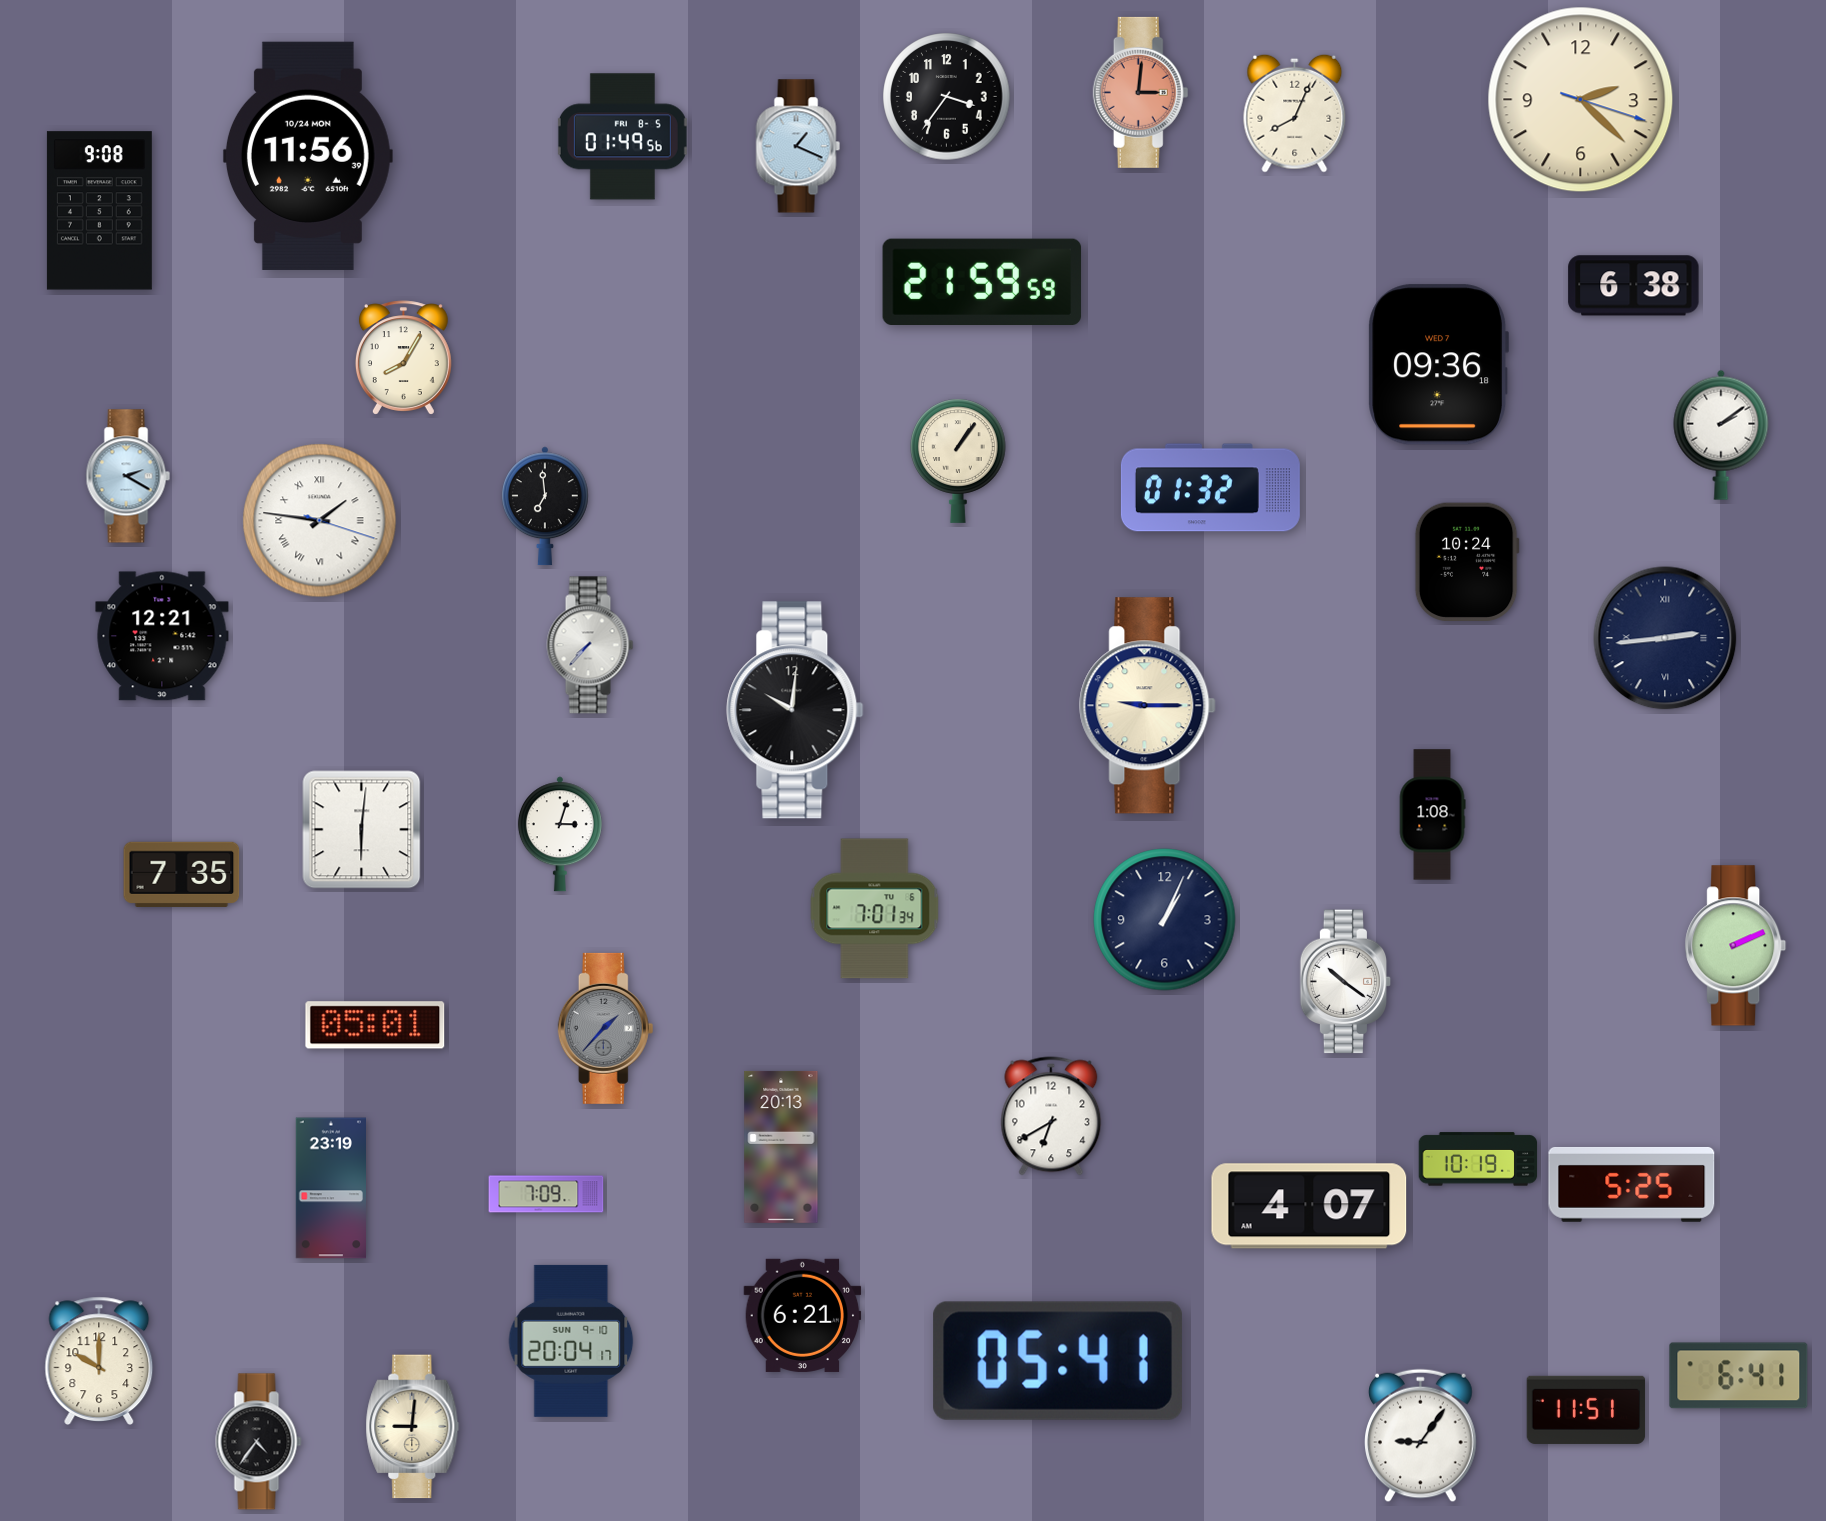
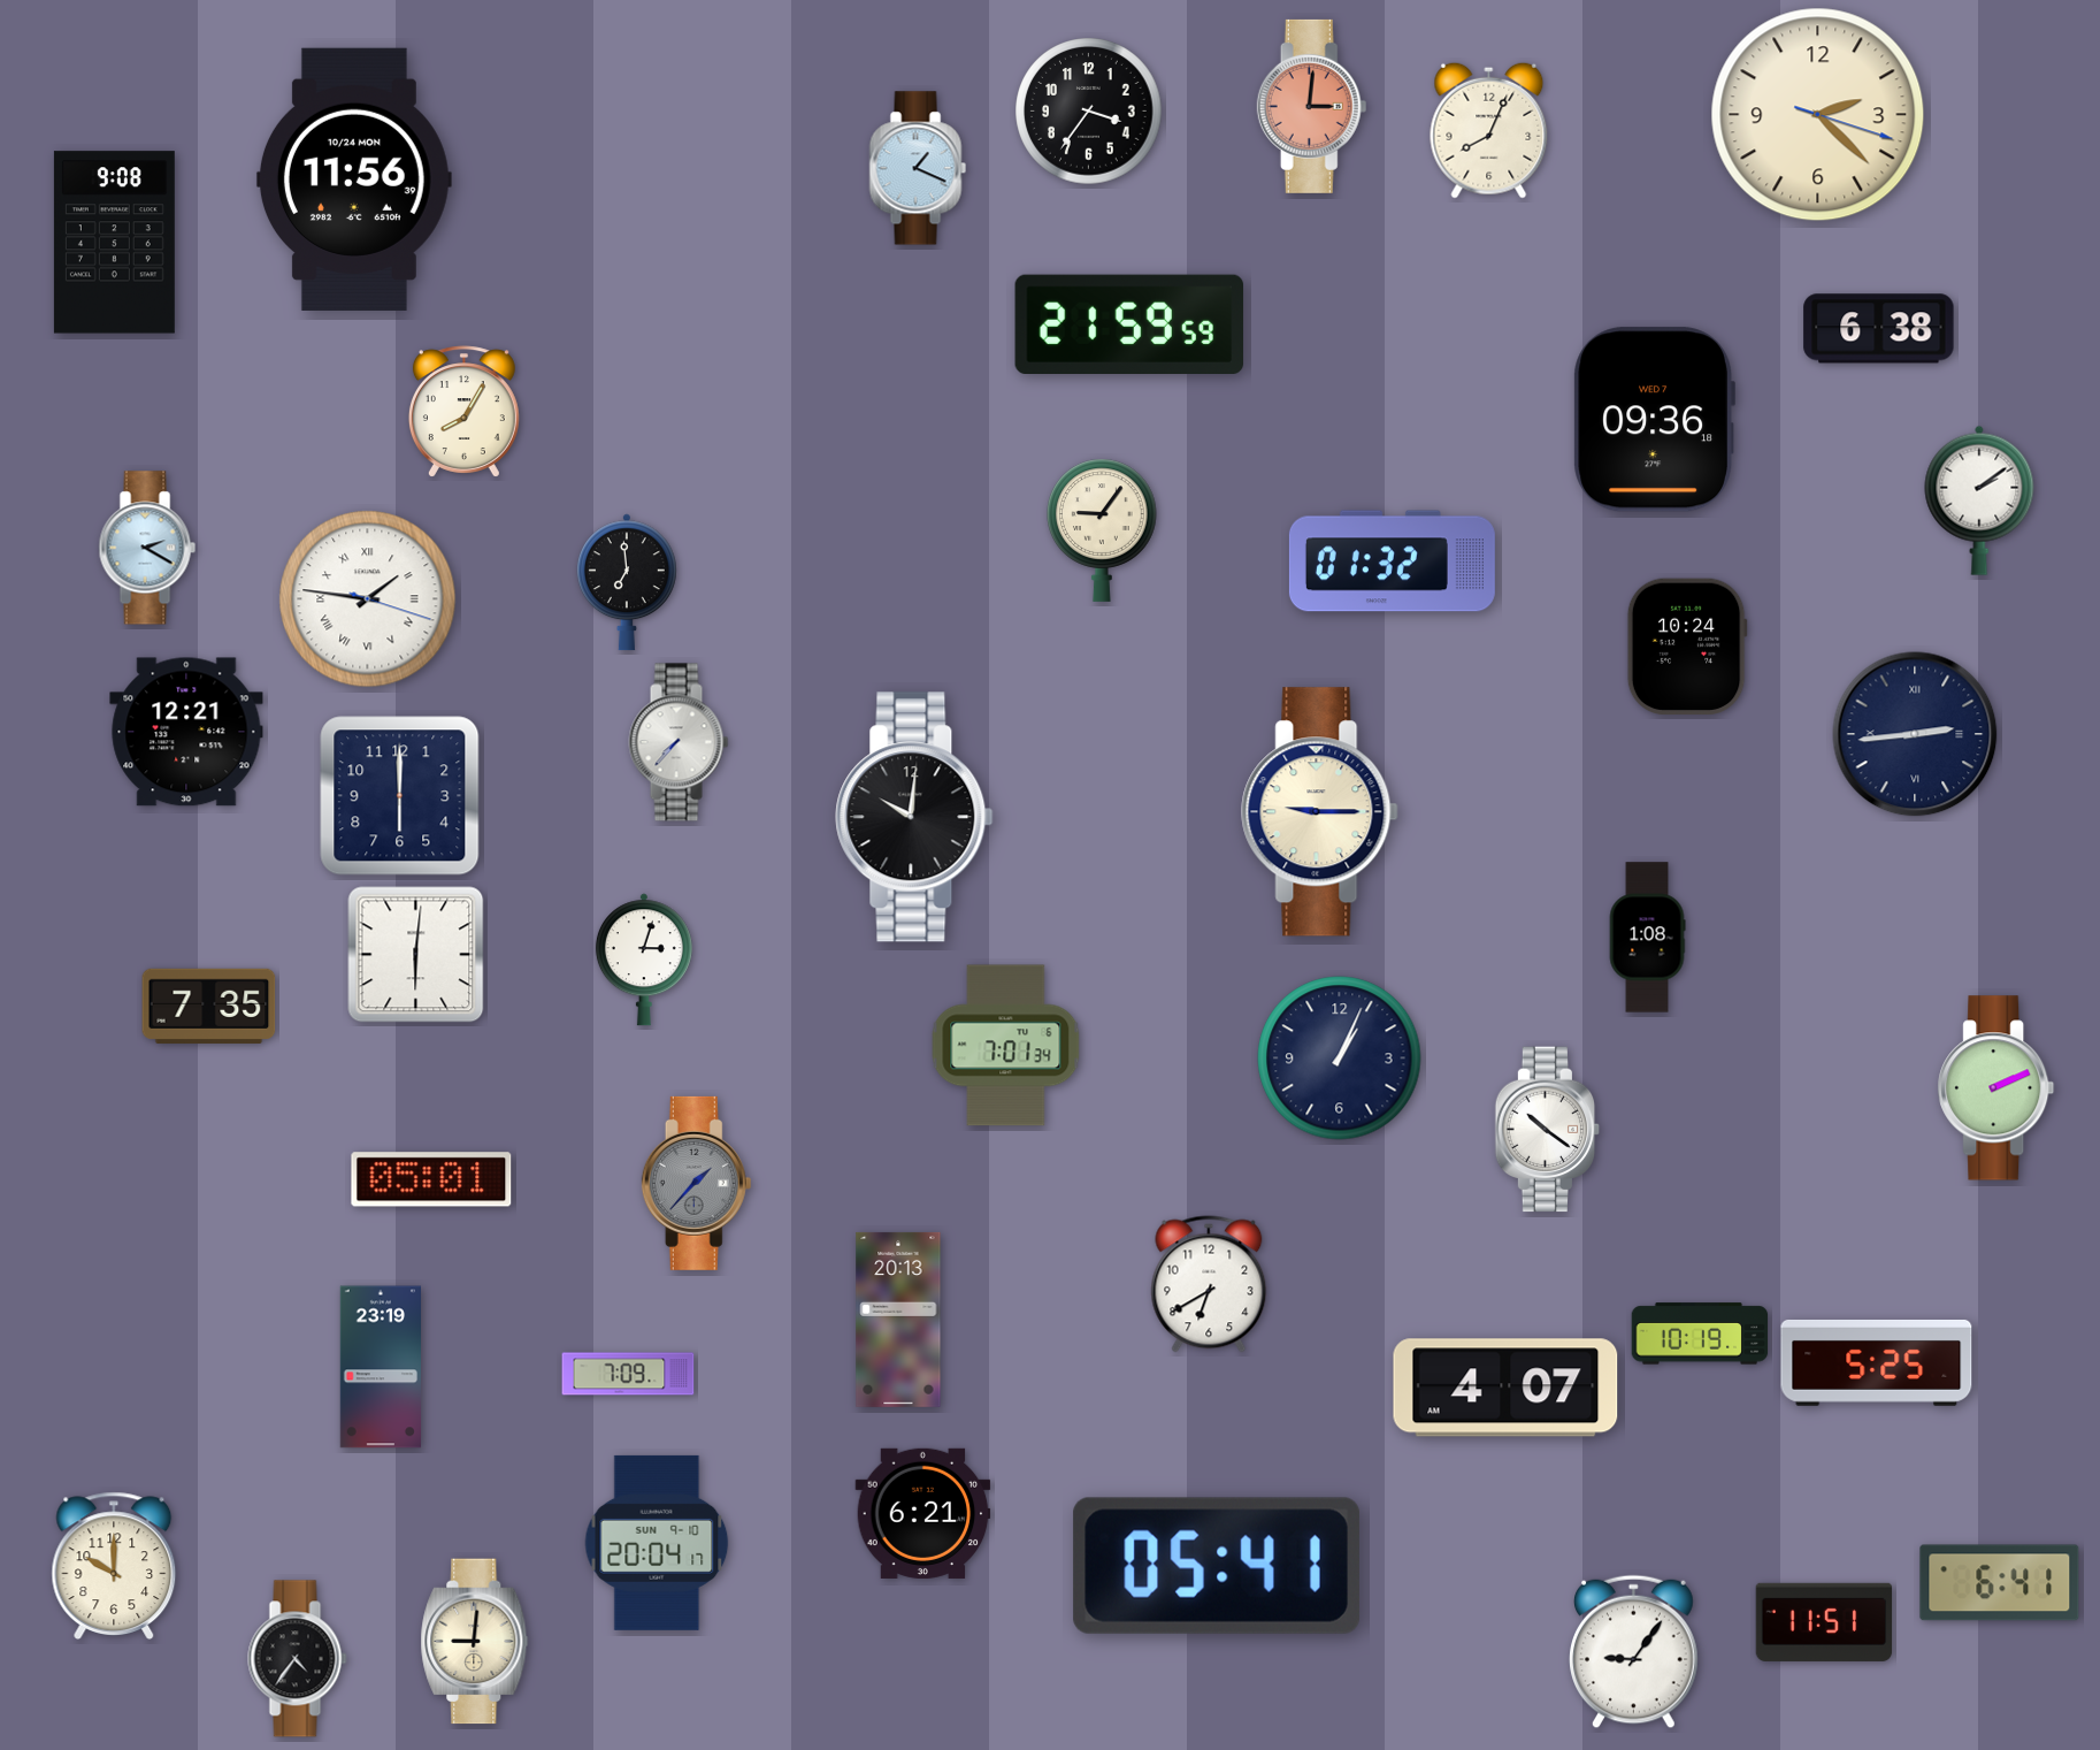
clock at (622, 137): 01:49 -> none
clock at (959, 461): 1:06 -> 9:06
clock at (400, 796): none -> 6:00
